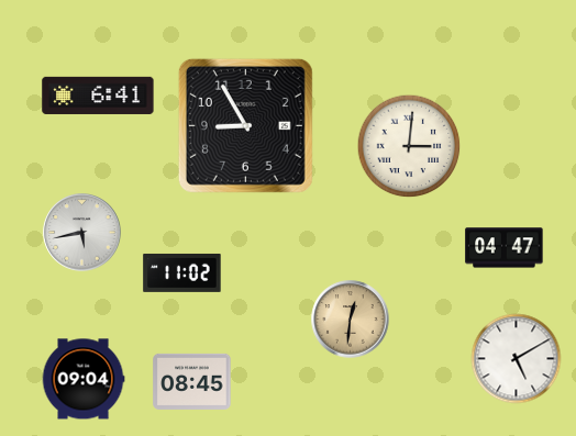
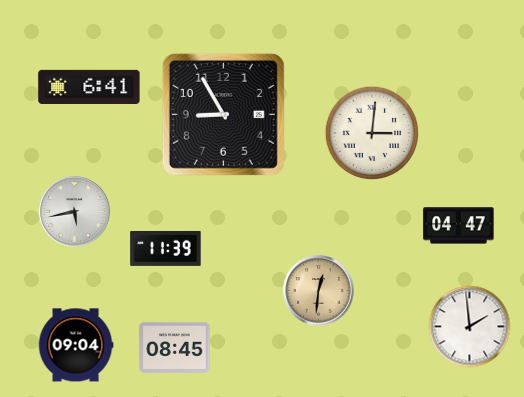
clock at (182, 272): 11:02 -> 11:39
clock at (517, 359): 5:10 -> 1:59
